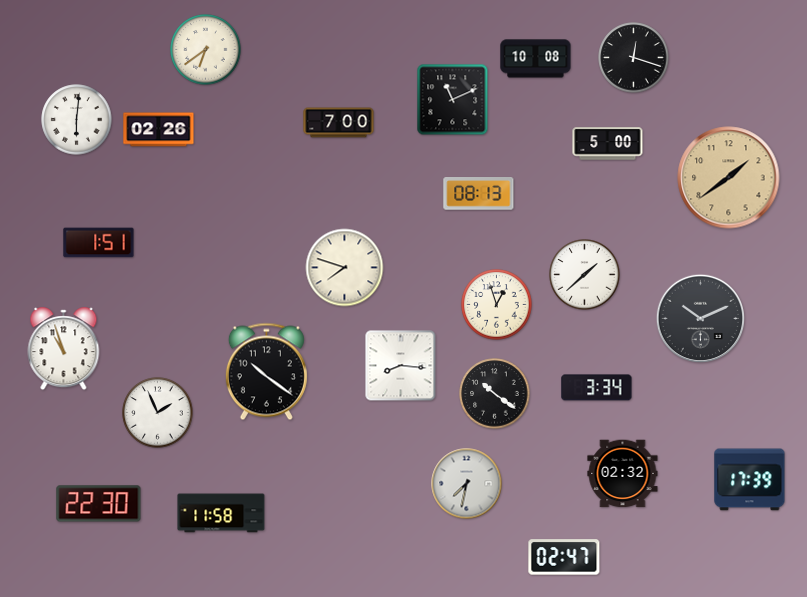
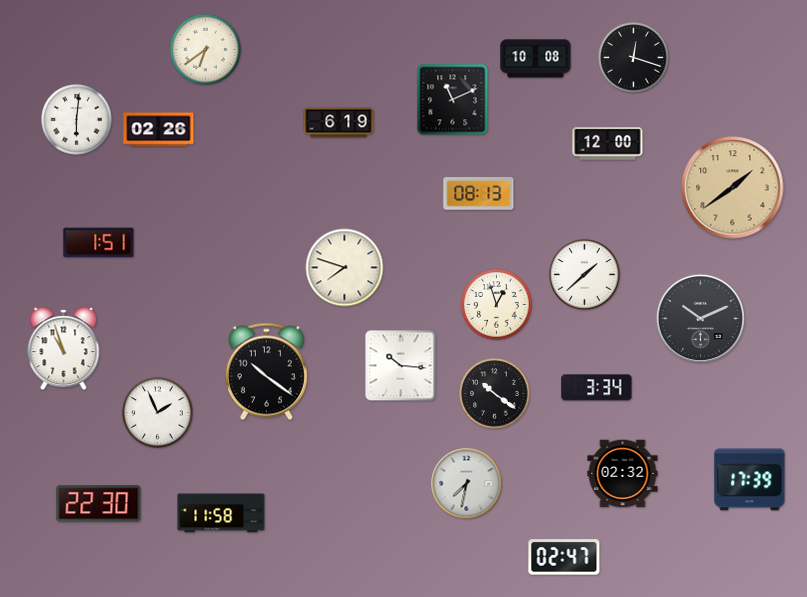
clock at (339, 123): 7:00 -> 6:19
clock at (608, 144): 5:00 -> 12:00
clock at (729, 178) position: (729, 178) -> (733, 188)
clock at (401, 366): 8:16 -> 10:16
